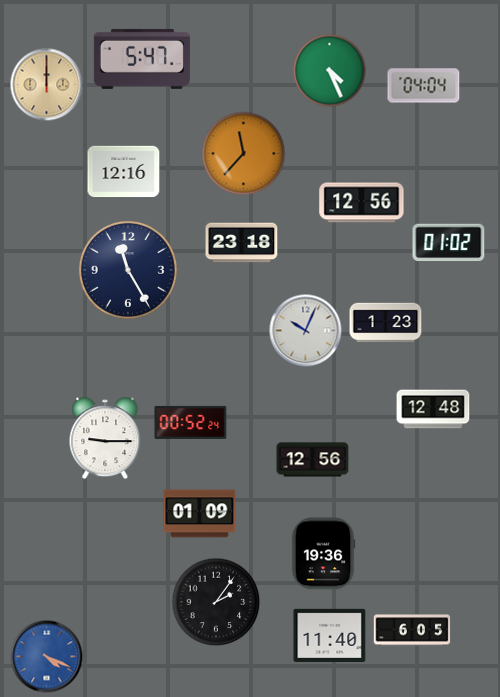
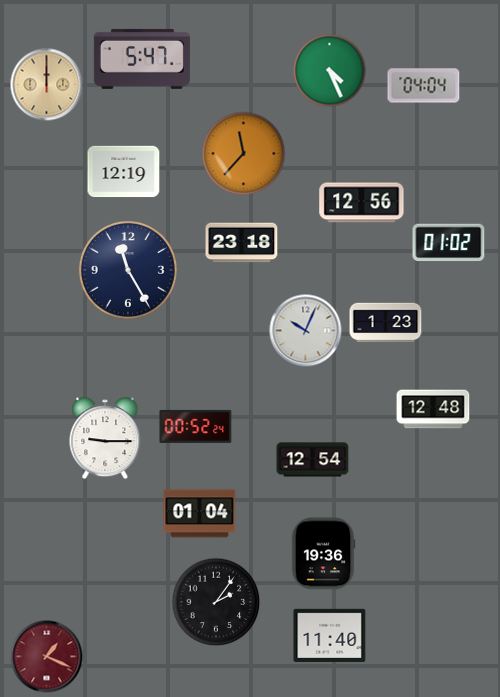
clock at (124, 172): 12:16 -> 12:19
clock at (191, 422) position: (191, 422) -> (196, 426)
clock at (313, 460): 12:56 -> 12:54
clock at (200, 514): 01:09 -> 01:04
clock at (412, 630): 6:05 -> none
clock at (47, 657): 4:19 -> 1:19
clock at (47, 657) dial: blue -> burgundy
